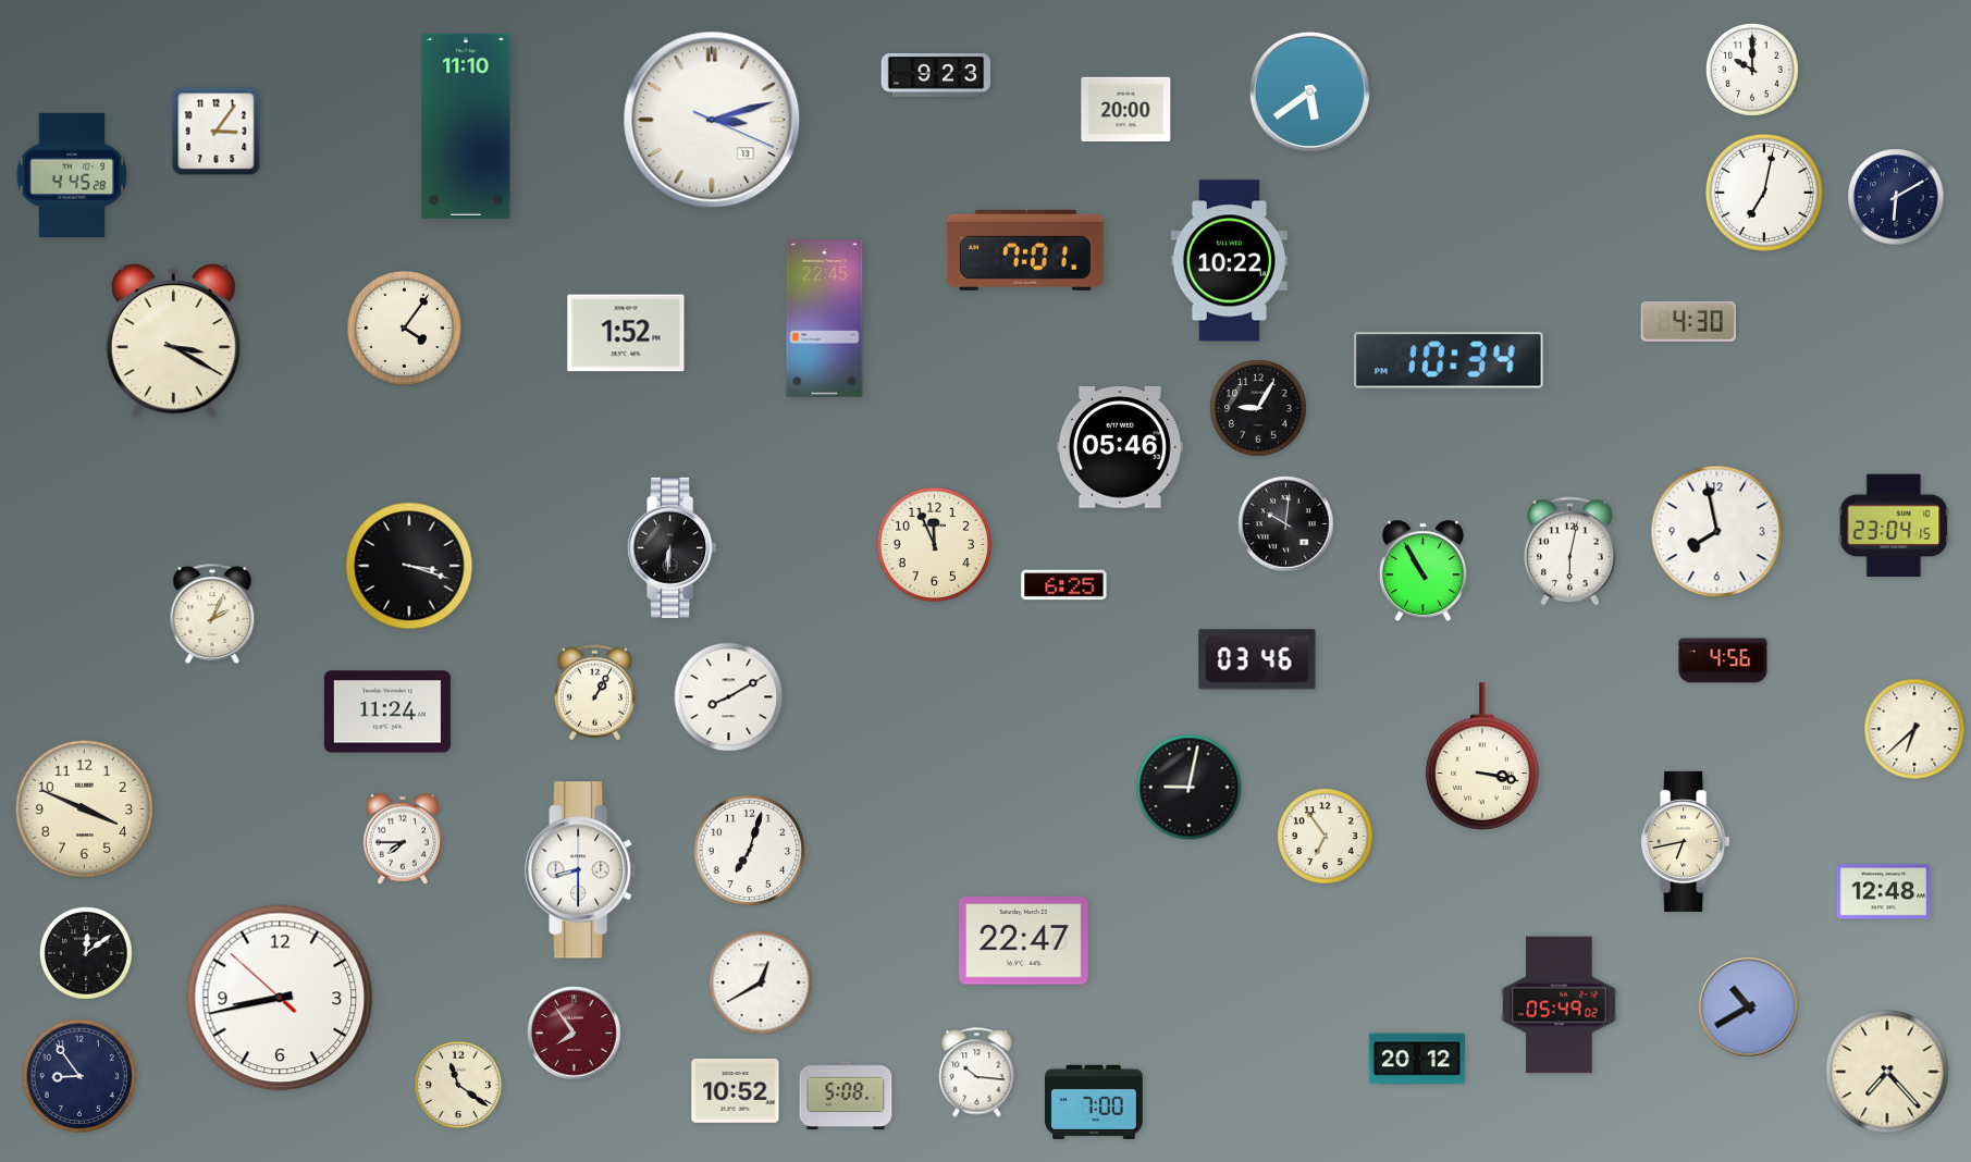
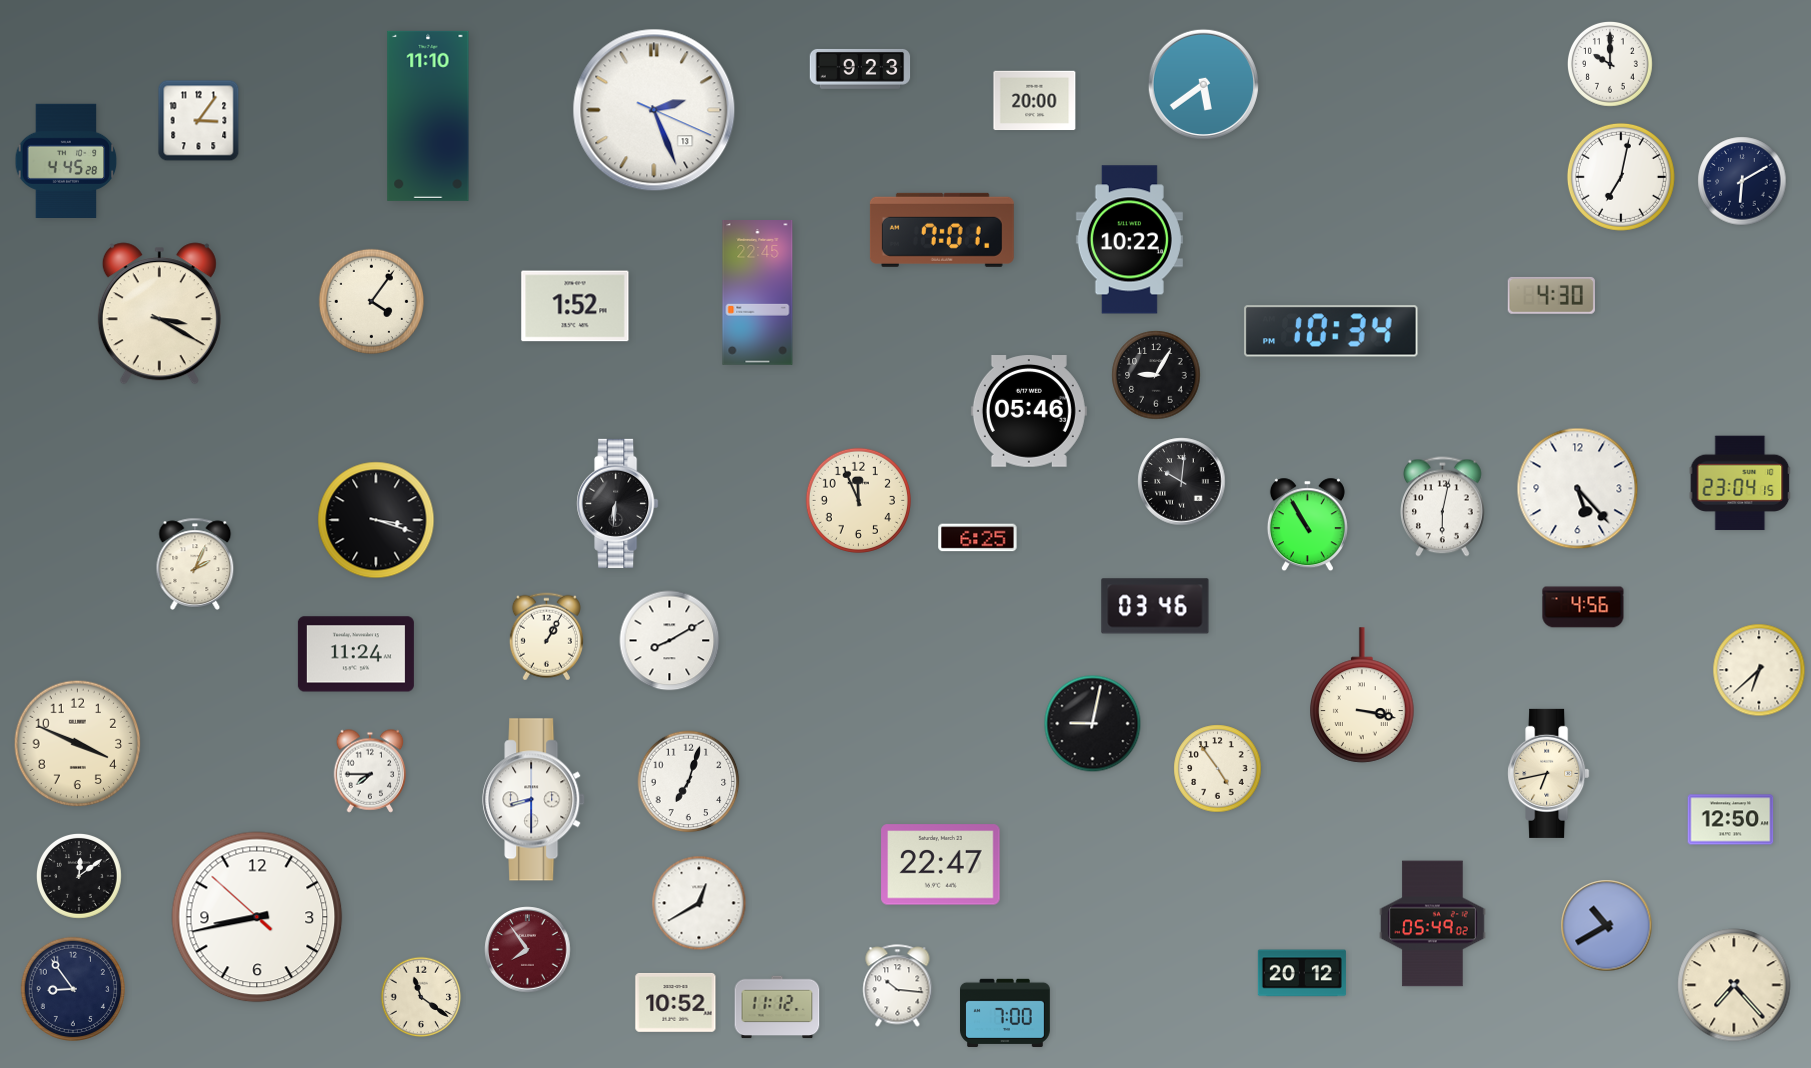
clock at (712, 120): 3:12 -> 2:26
clock at (1717, 532): 7:58 -> 5:23
clock at (1326, 837): 6:54 -> 4:54
clock at (1884, 892): 12:48 -> 12:50
clock at (846, 1096): 5:08 -> 11:12
